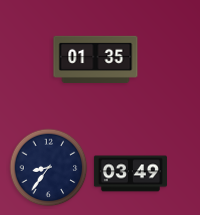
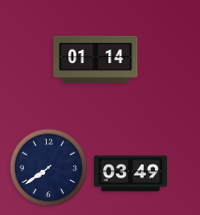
clock at (96, 59): 01:35 -> 01:14
clock at (49, 168): 8:36 -> 7:39
